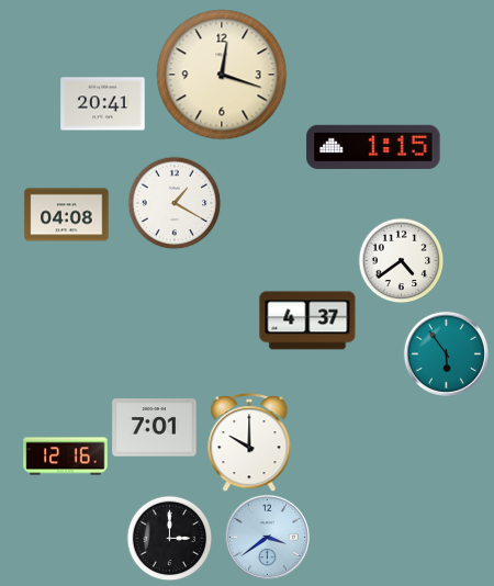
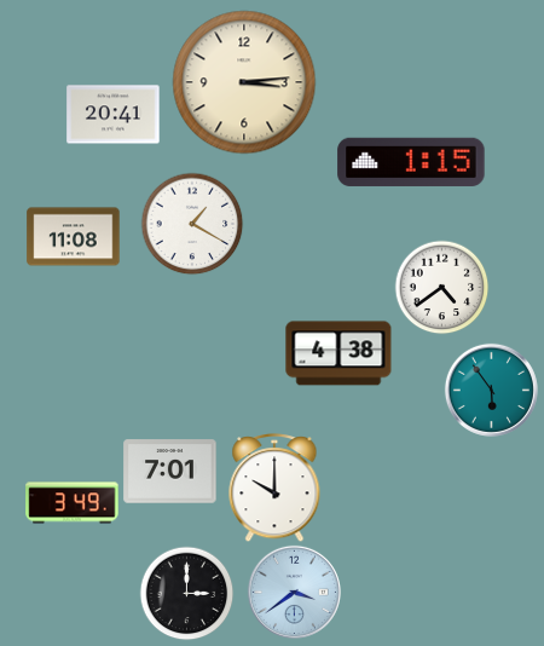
clock at (222, 75): 12:18 -> 3:14
clock at (67, 215): 04:08 -> 11:08
clock at (307, 320): 4:37 -> 4:38
clock at (66, 457): 12:16 -> 3:49
